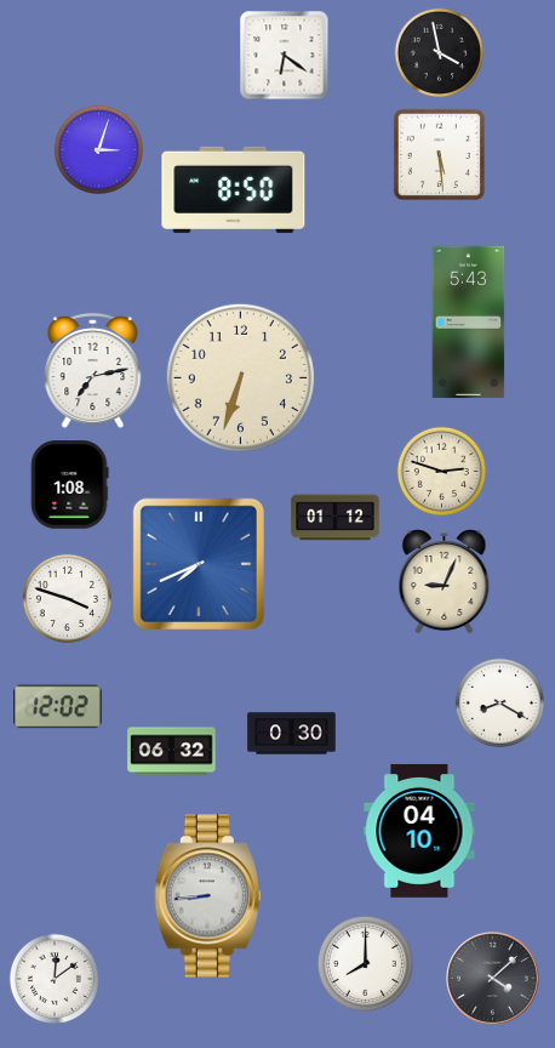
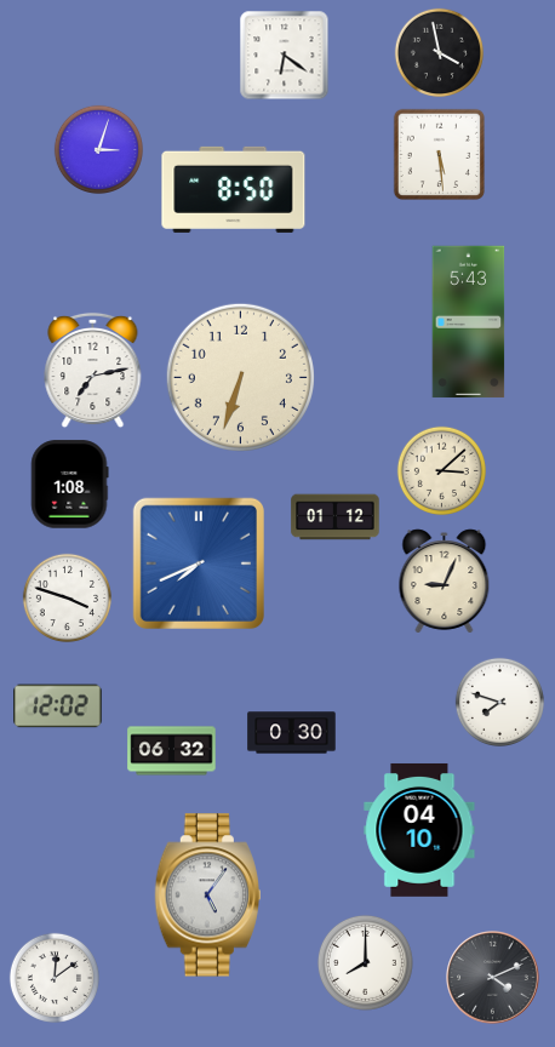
clock at (441, 471): 2:48 -> 3:08
clock at (499, 702): 8:20 -> 7:48
clock at (207, 896): 8:44 -> 5:06
clock at (493, 979): 4:08 -> 4:11
